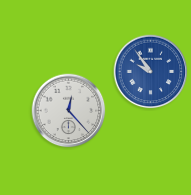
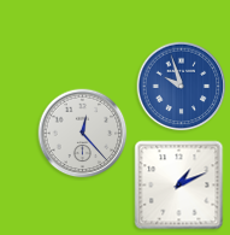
clock at (151, 72): 9:54 -> 9:57
clock at (179, 186): none -> 1:11
